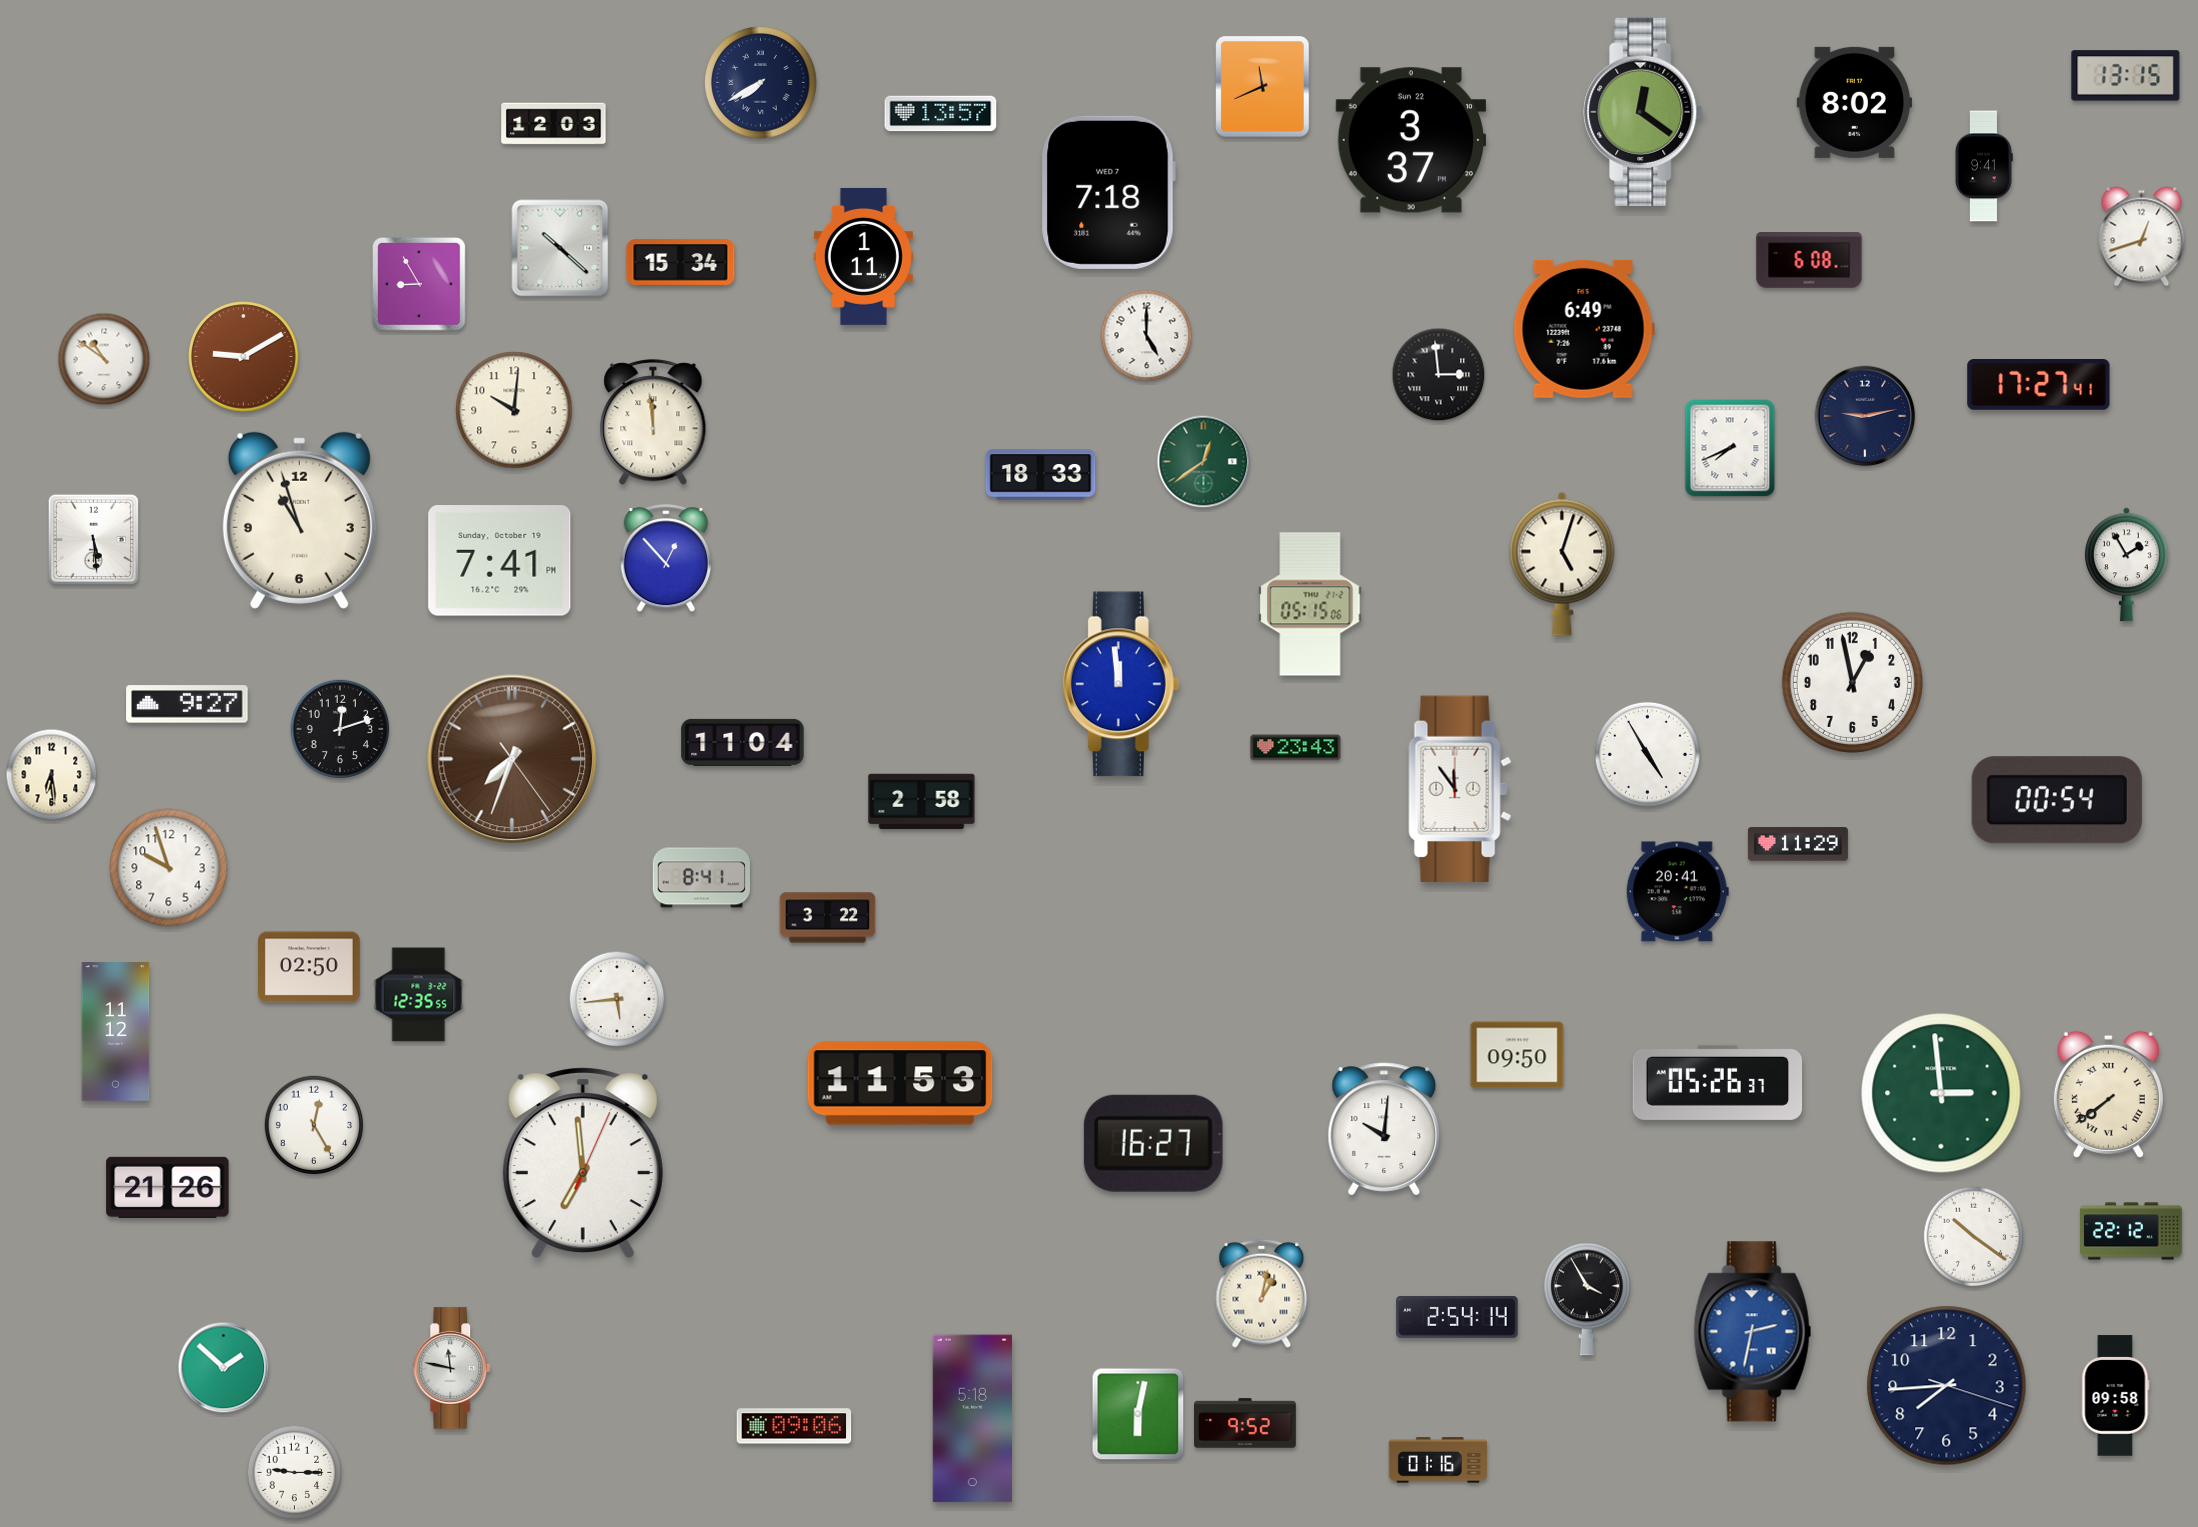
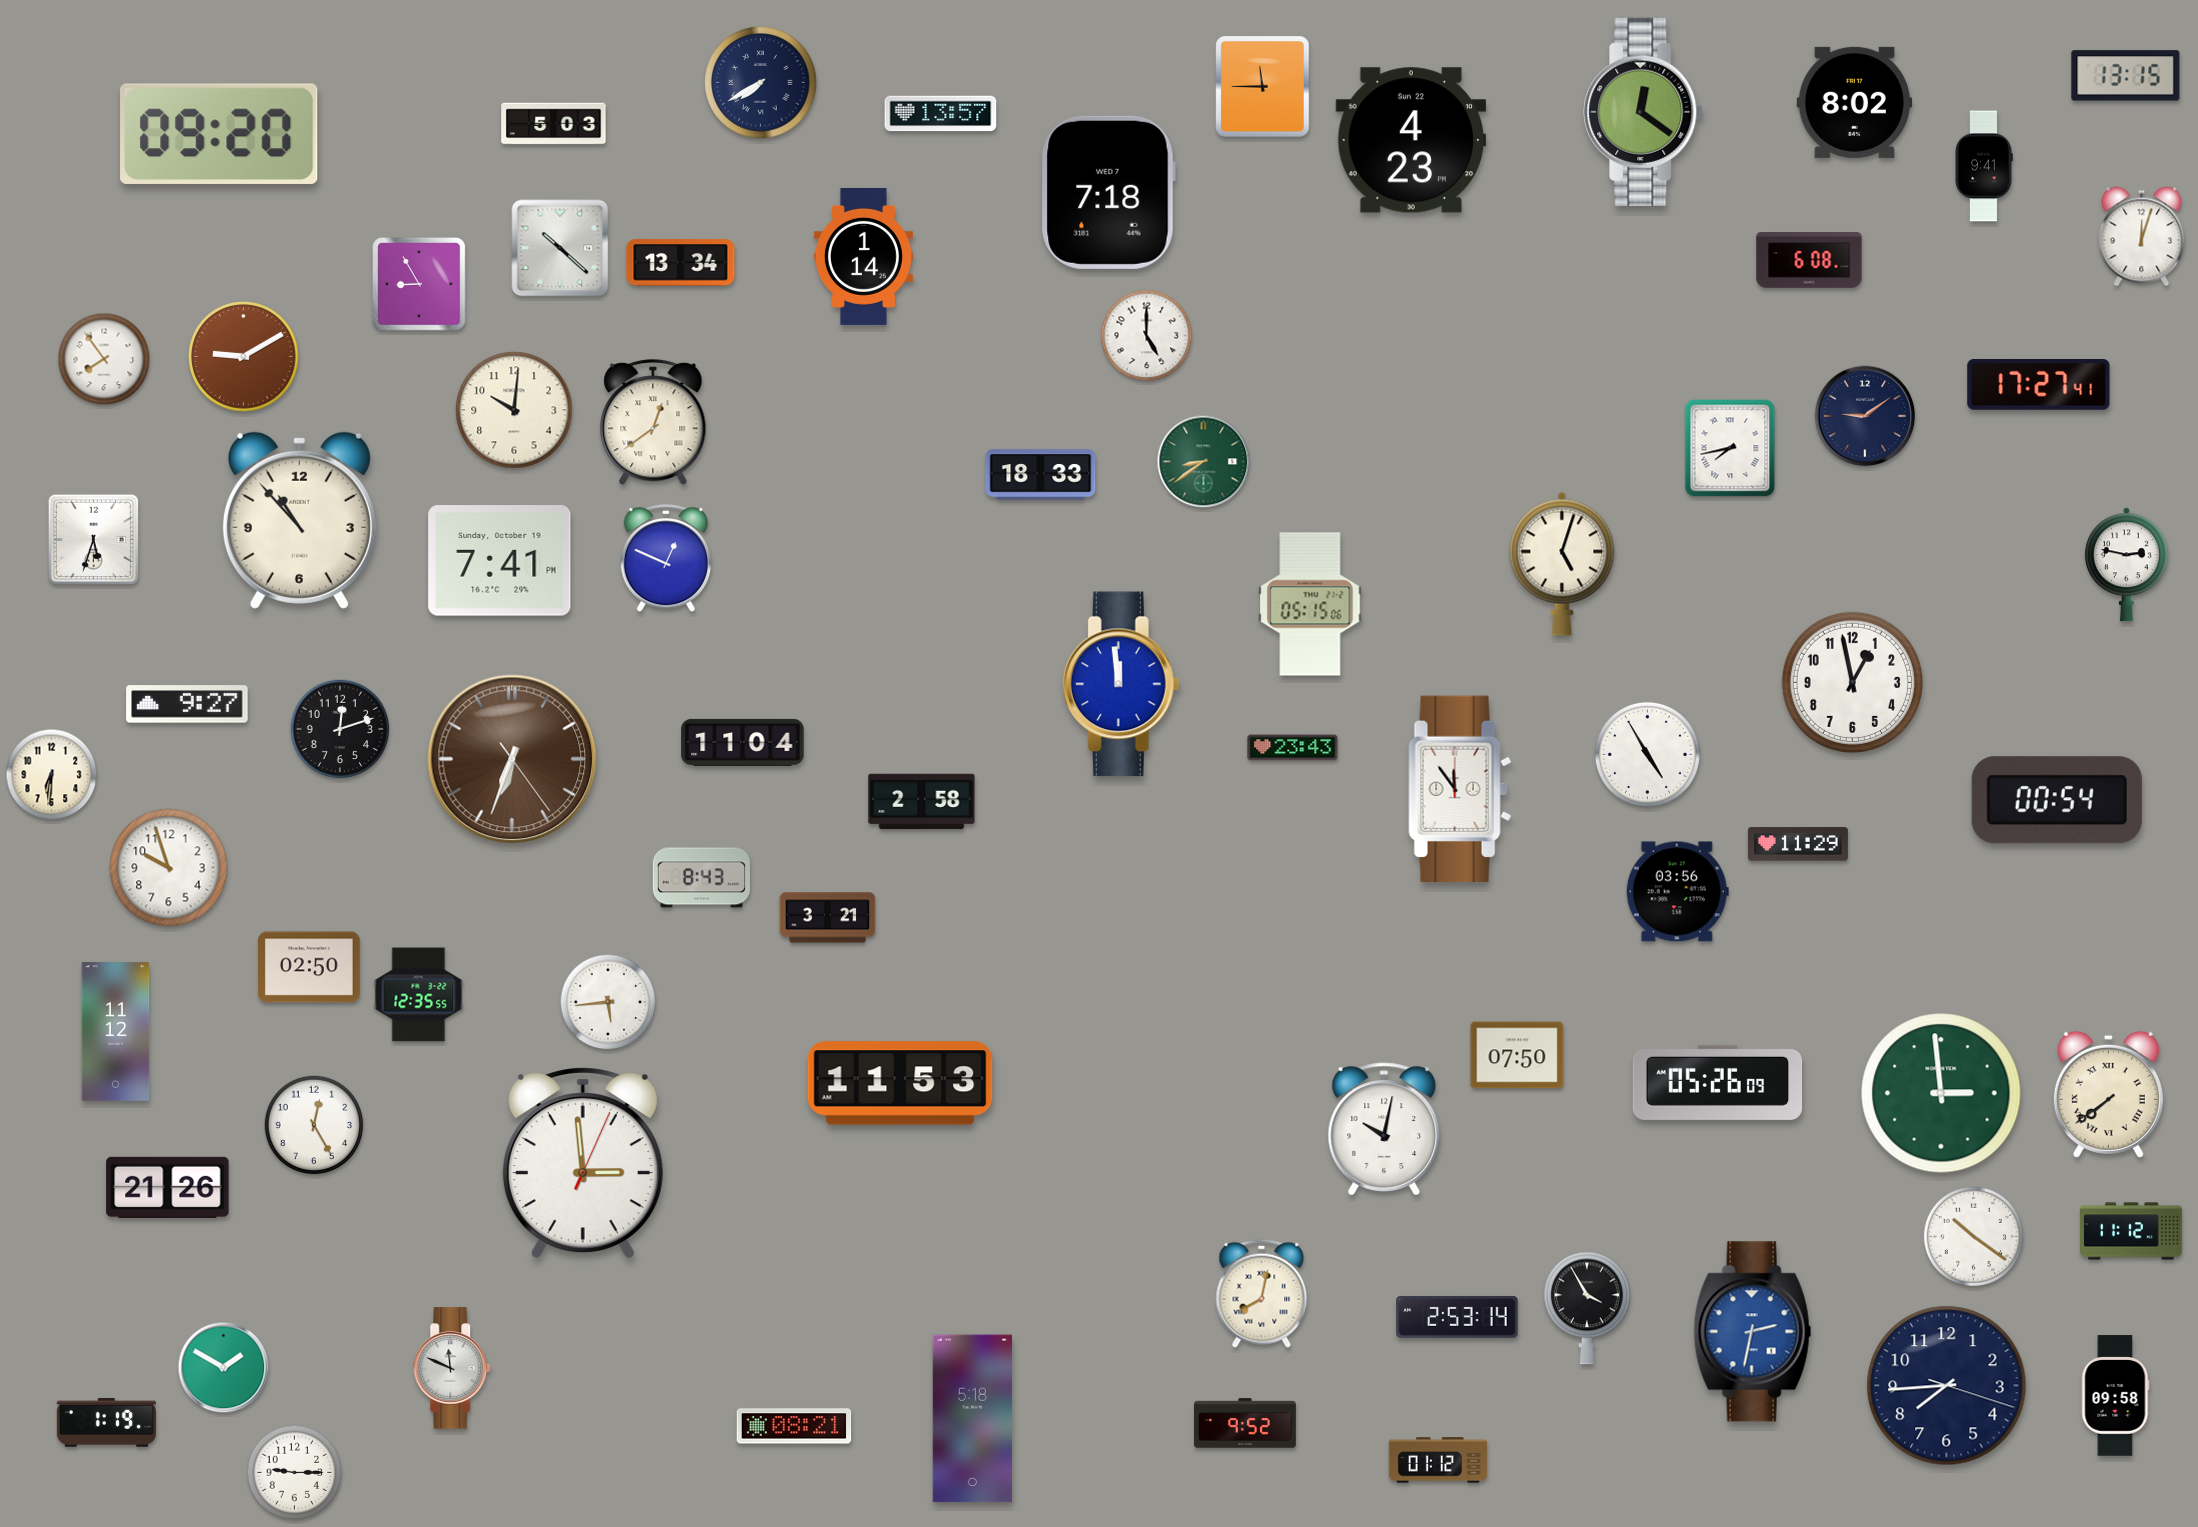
clock at (1263, 87): 11:41 -> 11:45
clock at (554, 124): 12:03 -> 5:03
clock at (219, 134): none -> 09:20
clock at (1411, 140): 3:37 -> 4:23
clock at (2142, 237): 12:42 -> 12:03
clock at (863, 256): 1:11 -> 1:14
clock at (681, 263): 15:34 -> 13:34
clock at (1584, 329): 6:49 -> none
clock at (104, 359): 10:51 -> 7:54
clock at (1439, 375): 2:59 -> none
clock at (1865, 416): 9:13 -> 9:09
clock at (653, 423): 11:59 -> 12:39
clock at (1730, 448): 7:41 -> 7:43
clock at (1204, 462): 12:39 -> 8:39
clock at (299, 520): 10:57 -> 10:53
clock at (93, 539): 5:29 -> 5:33
clock at (666, 559): 12:53 -> 12:49
clock at (2126, 565): 1:55 -> 2:47
clock at (1296, 748) position: (1296, 748) -> (1293, 748)
clock at (512, 759): 7:33 -> 6:33
clock at (52, 775): 6:29 -> 6:31
clock at (701, 878): 8:41 -> 8:43
clock at (1677, 892): 20:41 -> 03:56
clock at (828, 918): 3:22 -> 3:21
clock at (617, 999) position: (617, 999) -> (608, 1002)
clock at (1517, 1055): 09:50 -> 07:50
clock at (1718, 1082): 05:26:37 -> 05:26:09
clock at (1384, 1129): 10:01 -> 10:02
clock at (1153, 1143): 16:27 -> none
clock at (583, 1163): 6:59 -> 2:59
clock at (2131, 1231): 22:12 -> 11:12
clock at (1262, 1293): 1:02 -> 8:02
clock at (1587, 1299) position: (1587, 1299) -> (1587, 1308)
clock at (1457, 1317): 2:54 -> 2:53
clock at (224, 1368): 1:52 -> 1:50
clock at (453, 1368): 11:47 -> 11:49
clock at (1138, 1414): 6:02 -> none
clock at (106, 1422): none -> 1:19
clock at (794, 1426): 09:06 -> 08:21
clock at (1438, 1460): 01:16 -> 01:12
